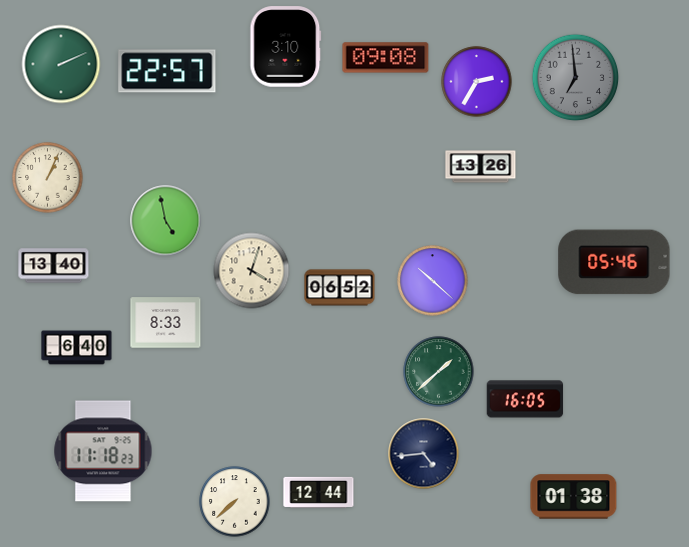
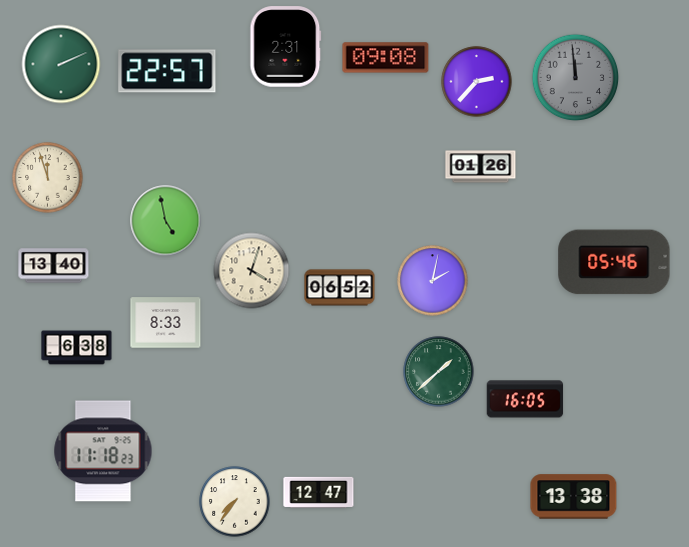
clock at (286, 47): 3:10 -> 2:31
clock at (576, 78): 6:59 -> 11:59
clock at (477, 82): 2:35 -> 2:37
clock at (481, 167): 13:26 -> 01:26
clock at (48, 178): 1:04 -> 11:57
clock at (433, 281): 10:22 -> 2:02
clock at (77, 348): 6:40 -> 6:38
clock at (424, 454): 4:44 -> none
clock at (319, 492): 12:44 -> 12:47
clock at (574, 497): 01:38 -> 13:38
clock at (235, 502): 7:38 -> 7:36
